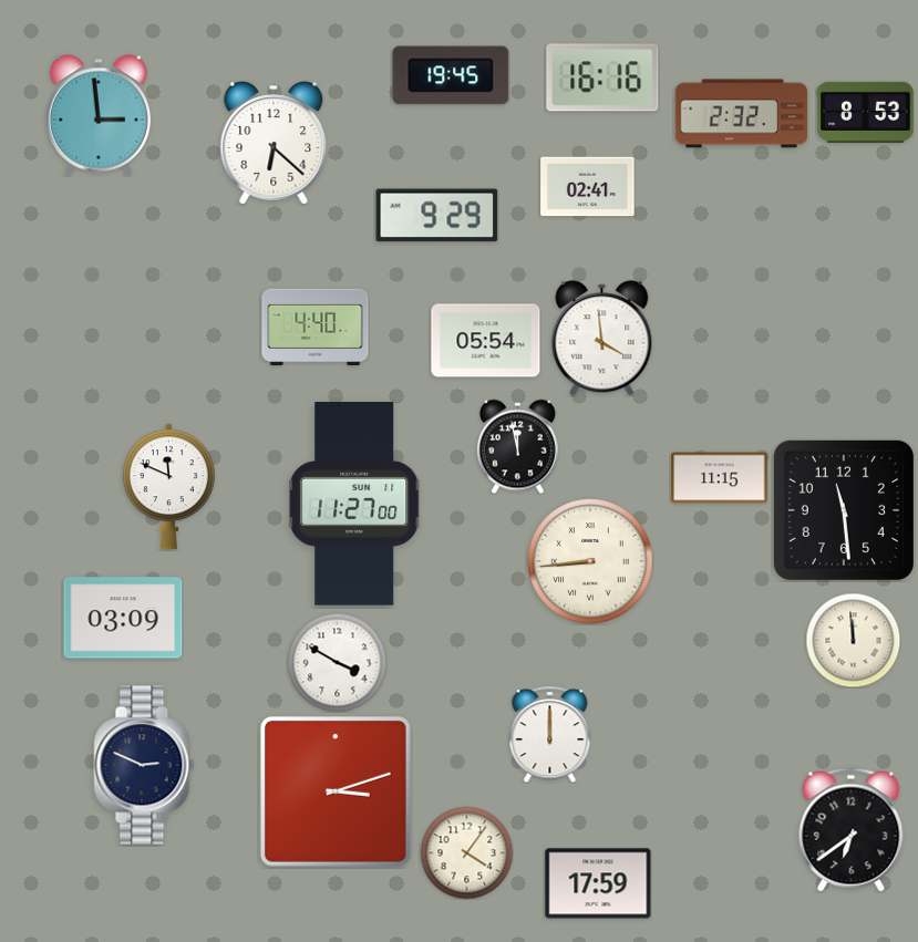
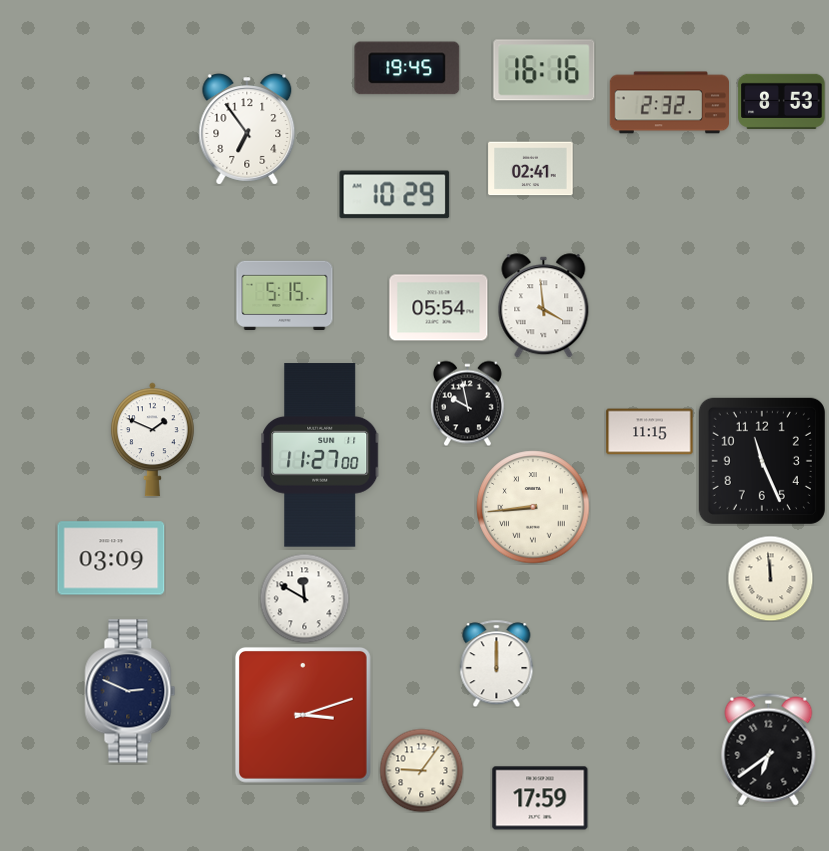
clock at (99, 115): 2:59 -> none
clock at (274, 143): 6:22 -> 6:54
clock at (437, 216): 9:29 -> 10:29
clock at (316, 327): 4:40 -> 5:15
clock at (517, 446): 11:58 -> 9:58
clock at (168, 487): 11:49 -> 1:49
clock at (844, 510): 11:29 -> 11:26
clock at (337, 662): 3:50 -> 11:50
clock at (466, 852): 4:06 -> 9:06
